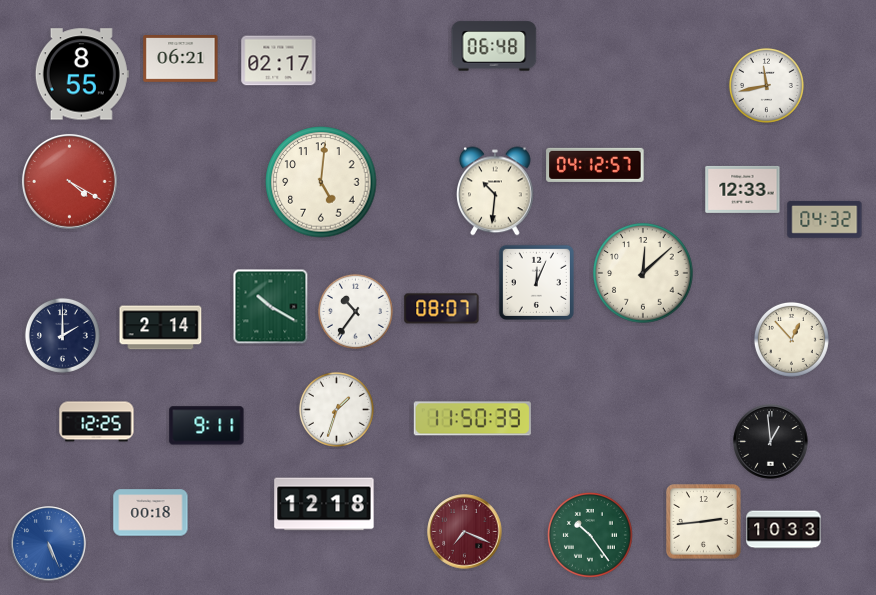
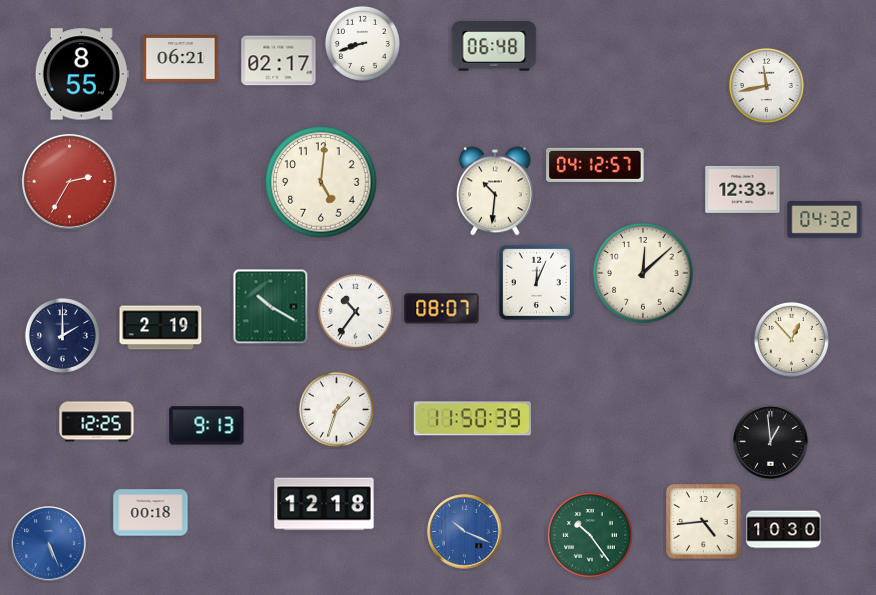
clock at (362, 43): none -> 8:42
clock at (69, 181): 4:20 -> 2:35
clock at (161, 328): 2:14 -> 2:19
clock at (207, 426): 9:11 -> 9:13
clock at (704, 522): 2:44 -> 4:44
clock at (784, 530): 10:33 -> 10:30
clock at (465, 532): 7:19 -> 10:19
clock at (465, 532) dial: burgundy -> blue
